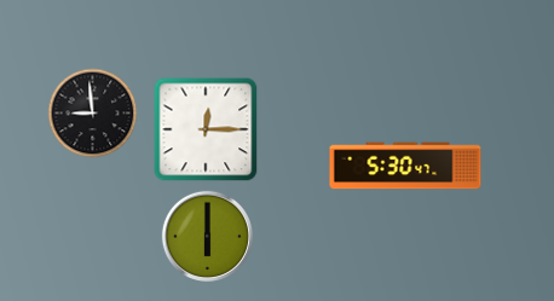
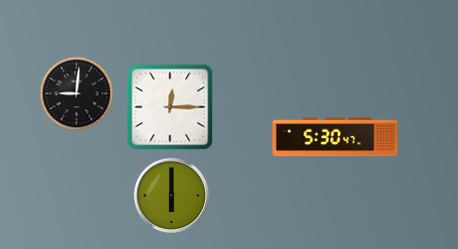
clock at (93, 114): 8:59 -> 9:01
